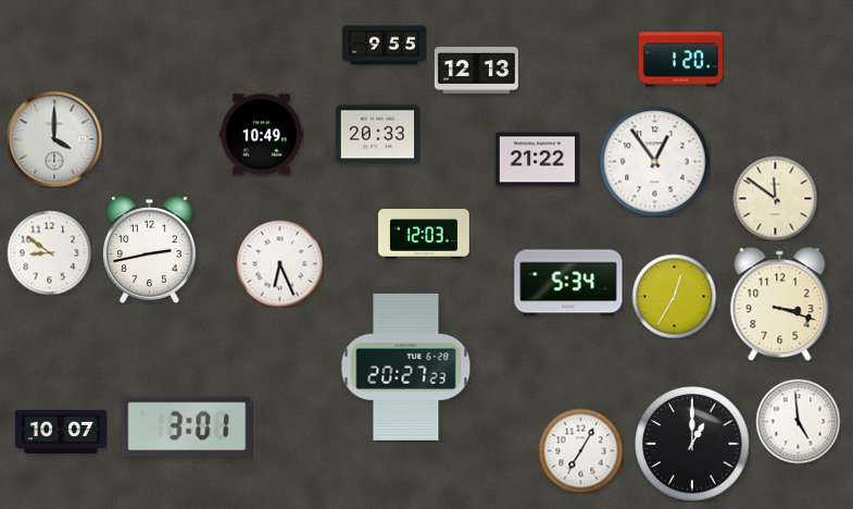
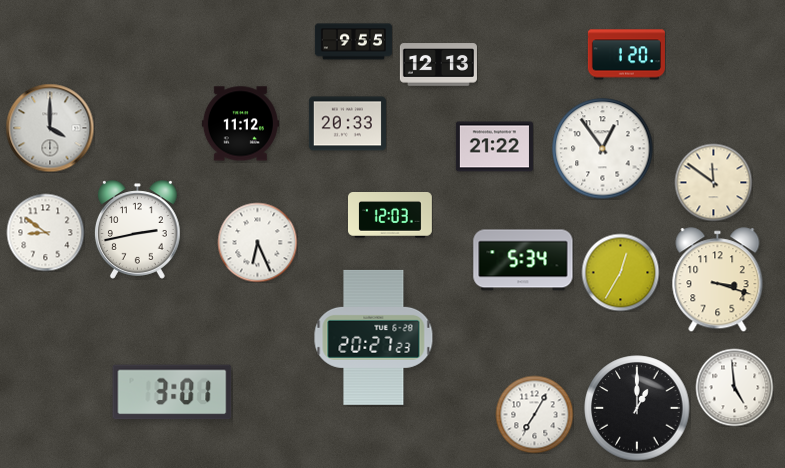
clock at (261, 135): 10:49 -> 11:12
clock at (62, 432): 10:07 -> none
